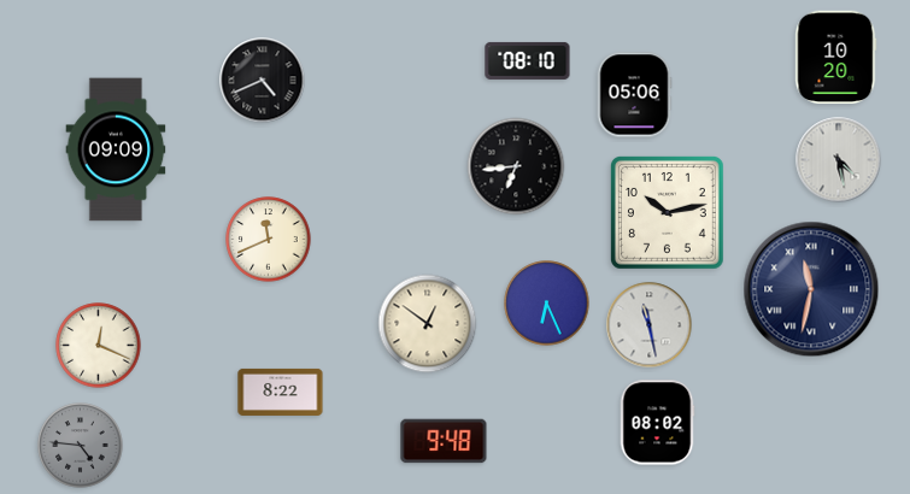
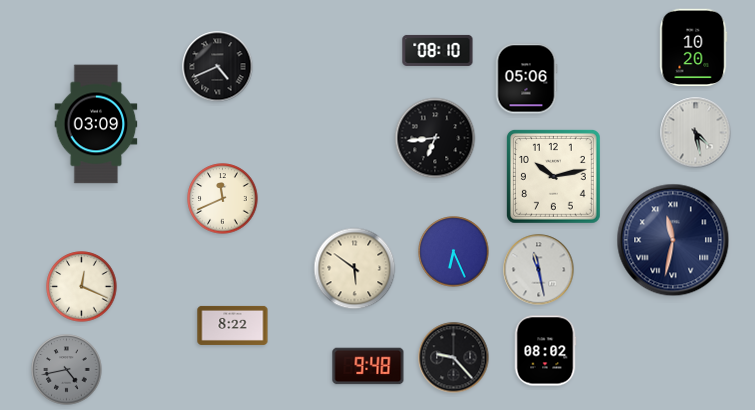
clock at (116, 149): 09:09 -> 03:09
clock at (516, 166) position: (516, 166) -> (435, 138)
clock at (428, 324): 12:51 -> 5:51
clock at (454, 358): none -> 9:23
clock at (81, 446): 4:46 -> 4:43
